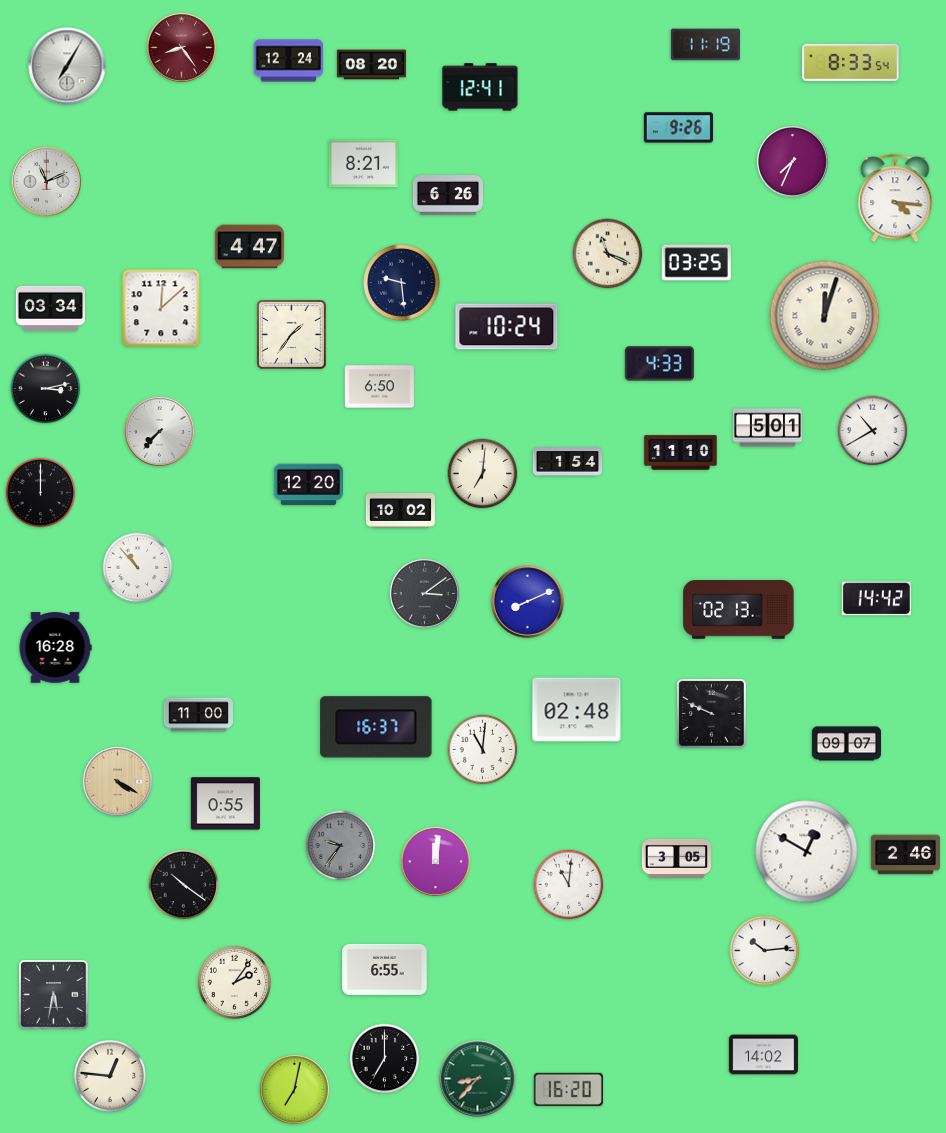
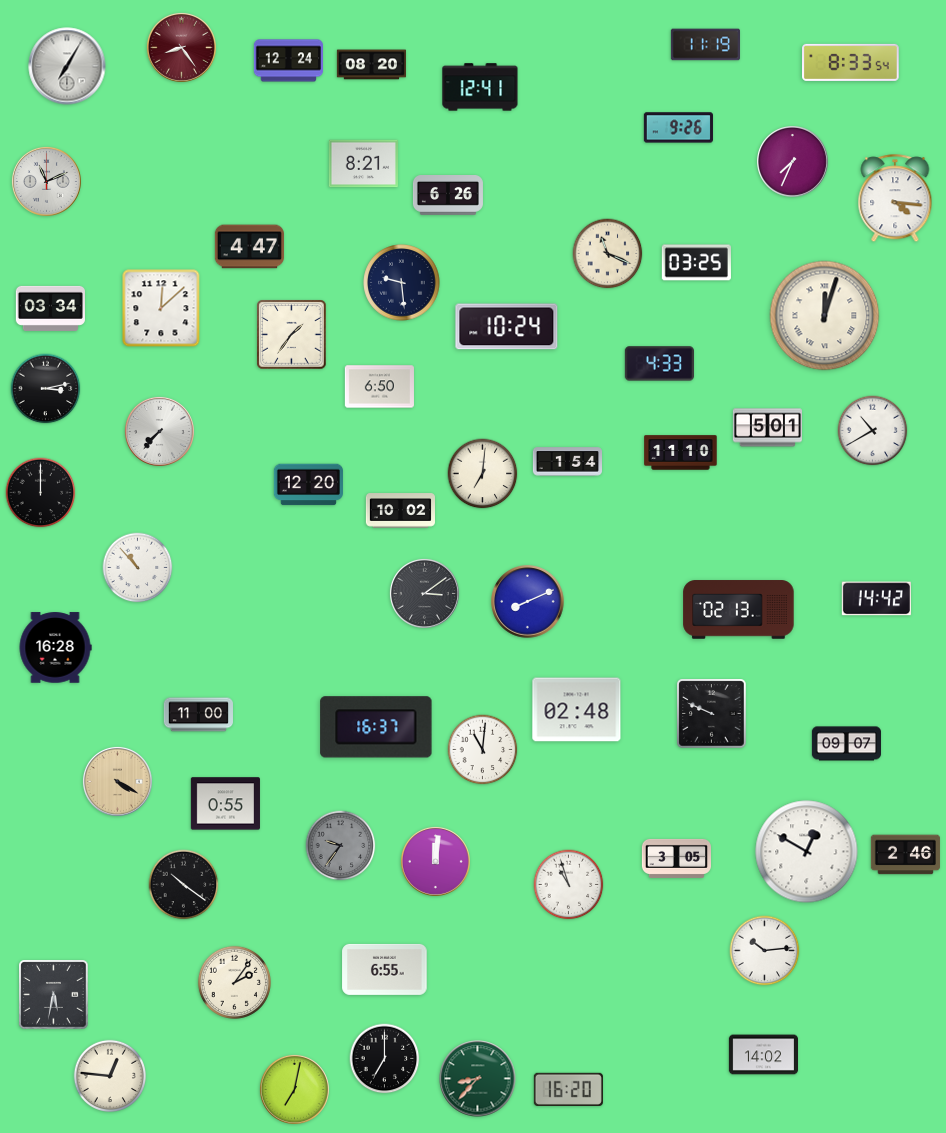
clock at (569, 885): 11:01 -> 10:57
